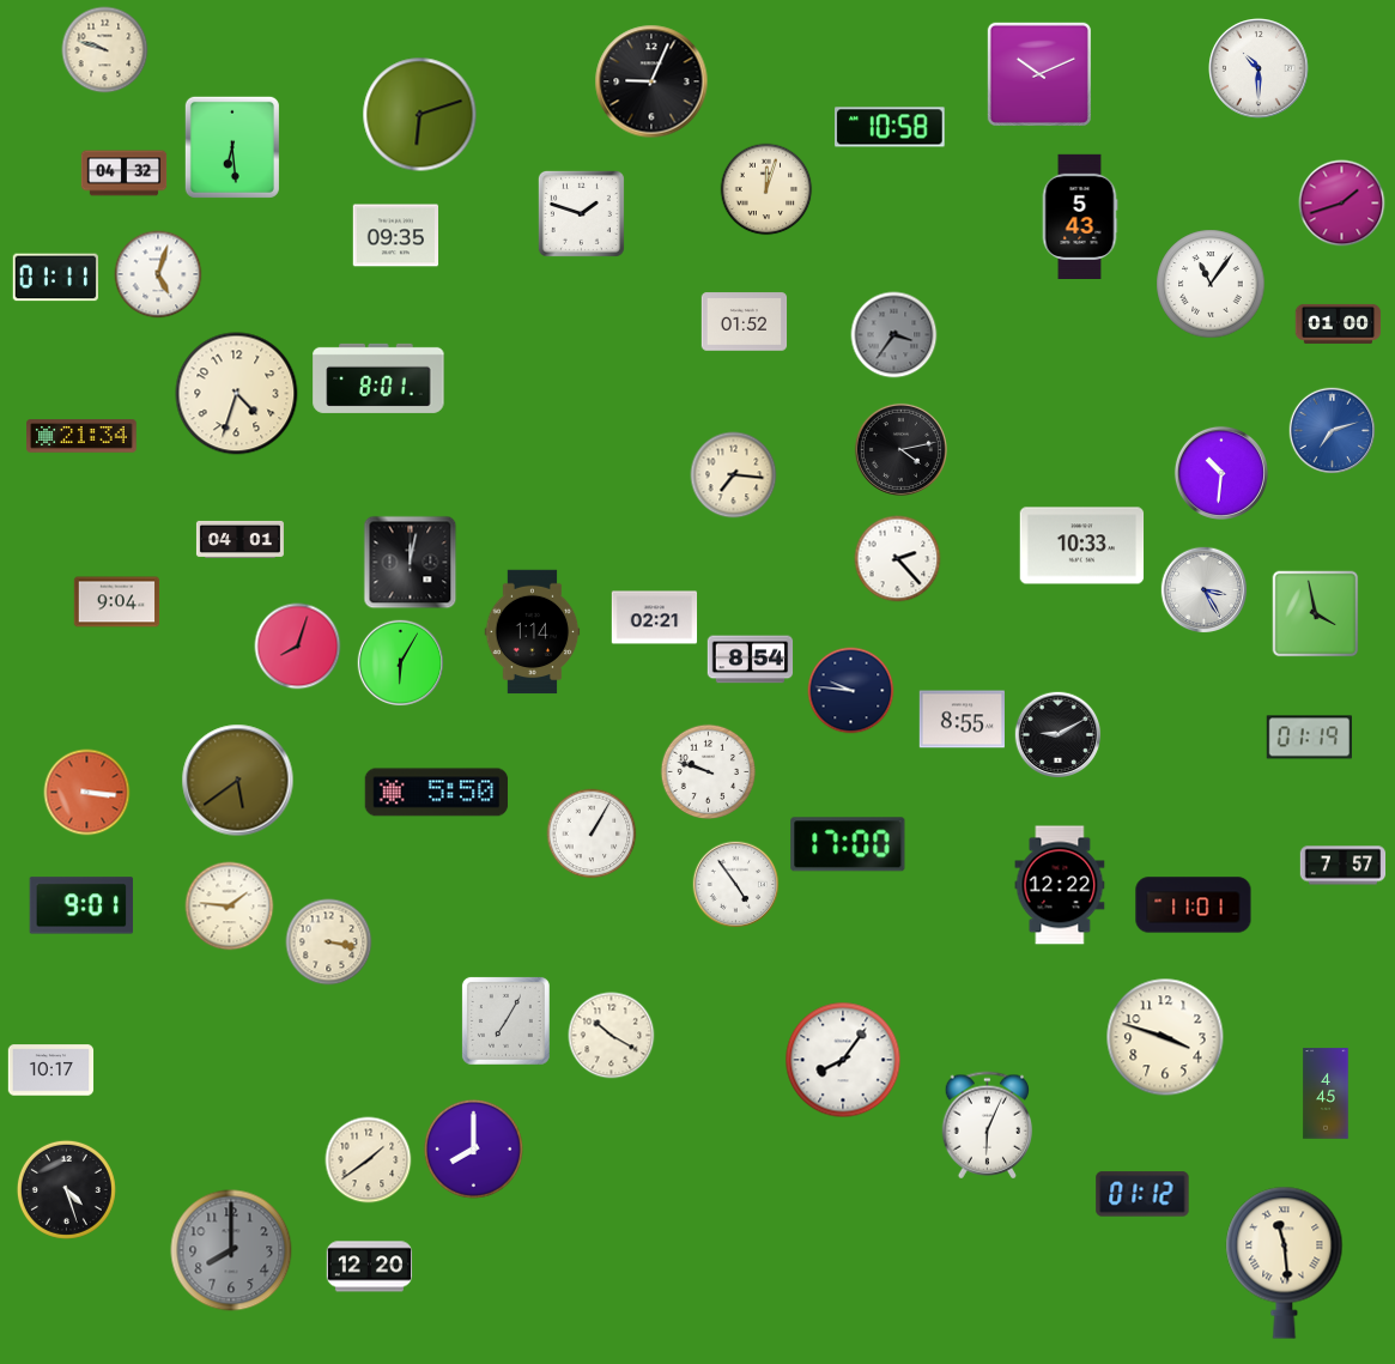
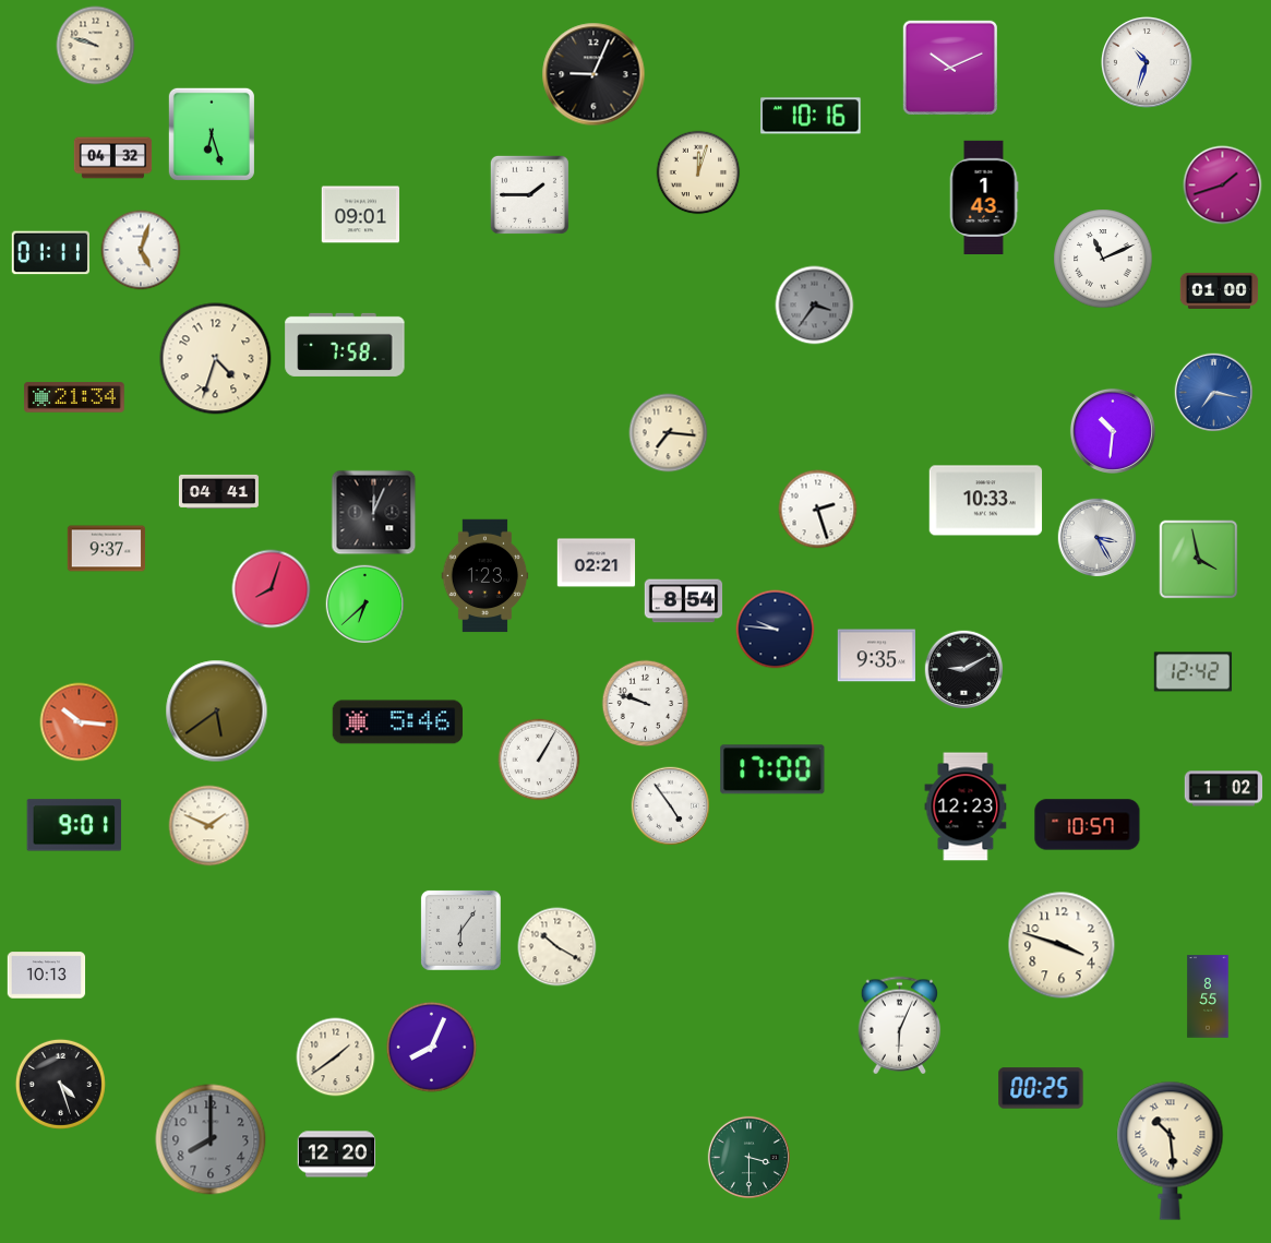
clock at (1260, 69): 10:30 -> 10:33
clock at (1039, 74) position: (1039, 74) -> (950, 68)
clock at (420, 115): 6:12 -> none
clock at (890, 127): 10:58 -> 10:16
clock at (232, 147): 6:29 -> 6:27
clock at (581, 213): 1:48 -> 1:45
clock at (1080, 216): 5:43 -> 1:43
clock at (396, 236): 09:35 -> 09:01
clock at (158, 274) position: (158, 274) -> (141, 250)
clock at (1211, 284): 11:06 -> 11:11
clock at (745, 322): 01:52 -> none
clock at (1339, 323) position: (1339, 323) -> (1220, 290)
clock at (378, 378): 8:01 -> 7:58
clock at (1333, 431): 7:12 -> 7:17
clock at (900, 449): 4:13 -> none
clock at (239, 539): 04:01 -> 04:41
clock at (1082, 546) position: (1082, 546) -> (986, 501)
clock at (898, 559): 2:23 -> 2:27
clock at (411, 563): 12:02 -> 12:04
clock at (117, 602): 9:04 -> 9:37
clock at (533, 632): 1:14 -> 1:23
clock at (401, 663): 6:05 -> 6:38
clock at (963, 720): 8:55 -> 9:35
clock at (1309, 738): 01:19 -> 12:42
clock at (87, 793): 3:16 -> 10:16
clock at (437, 793): 5:50 -> 5:46
clock at (1344, 866): 7:57 -> 1:02
clock at (1060, 885): 12:22 -> 12:23
clock at (1194, 905): 11:01 -> 10:57
clock at (230, 907): 1:46 -> 1:49
clock at (329, 942): 3:17 -> none
clock at (505, 1020): 7:05 -> 6:06
clock at (612, 1036) position: (612, 1036) -> (557, 947)
clock at (843, 1060): 8:06 -> none
clock at (51, 1071): 10:17 -> 10:13
clock at (1326, 1093): 4:45 -> 8:55
clock at (473, 1148): 8:00 -> 8:04
clock at (1142, 1194): 01:12 -> 00:25
clock at (1285, 1262): 11:29 -> 10:29
clock at (748, 1157): none -> 3:30
